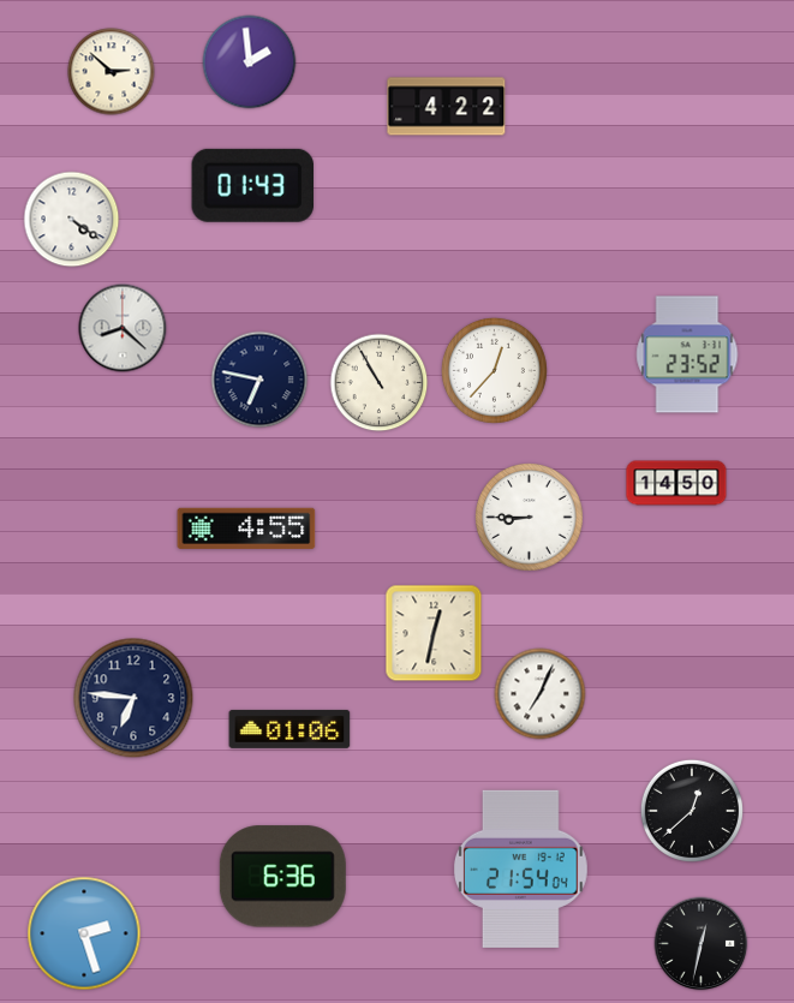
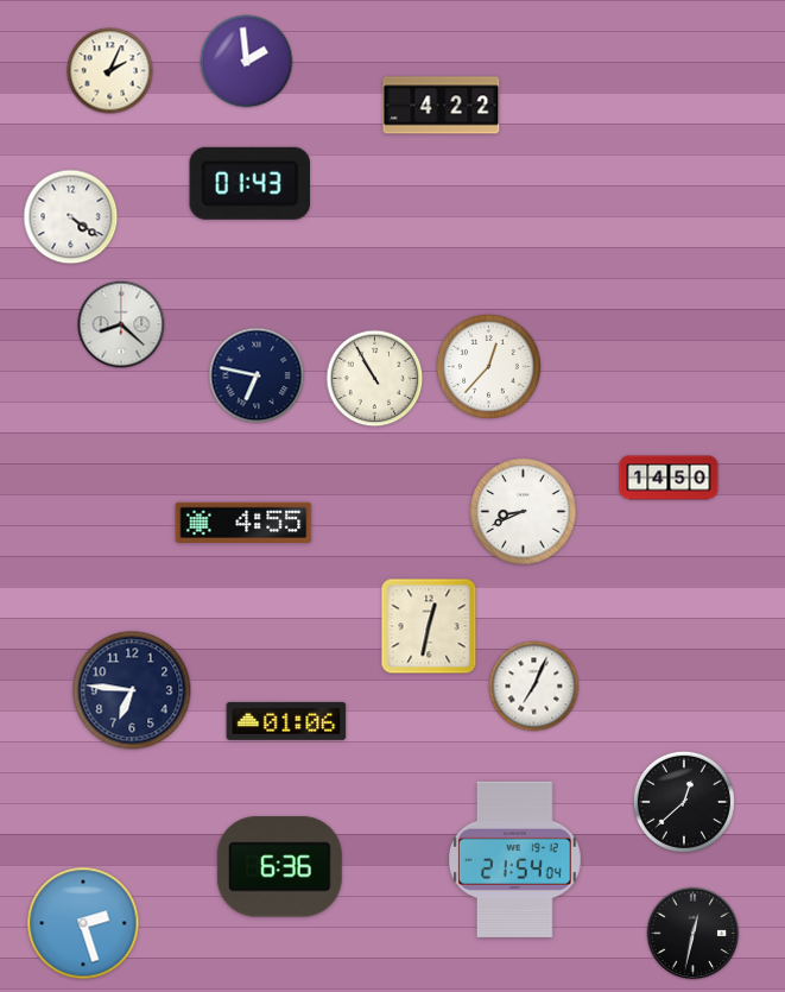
clock at (112, 72): 2:52 -> 2:04
clock at (687, 354): 23:52 -> none
clock at (530, 518): 8:45 -> 8:41
